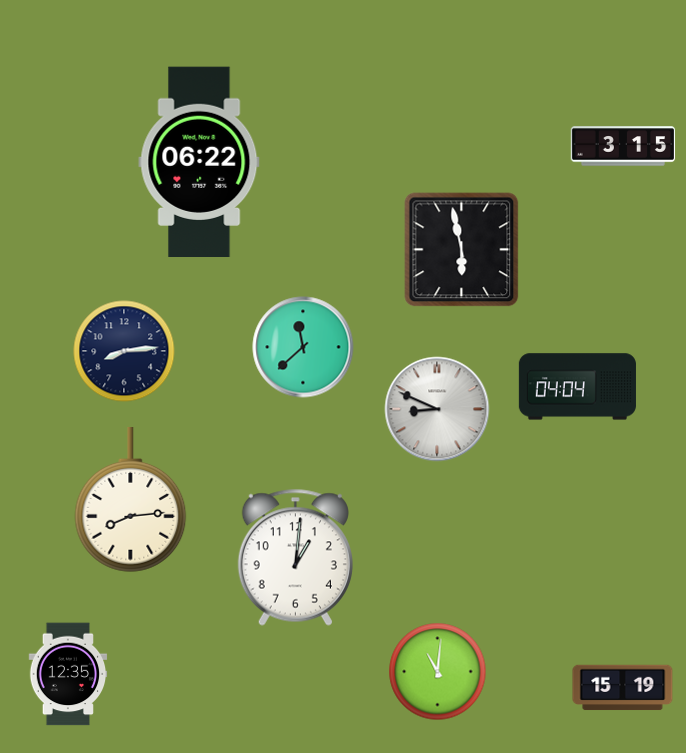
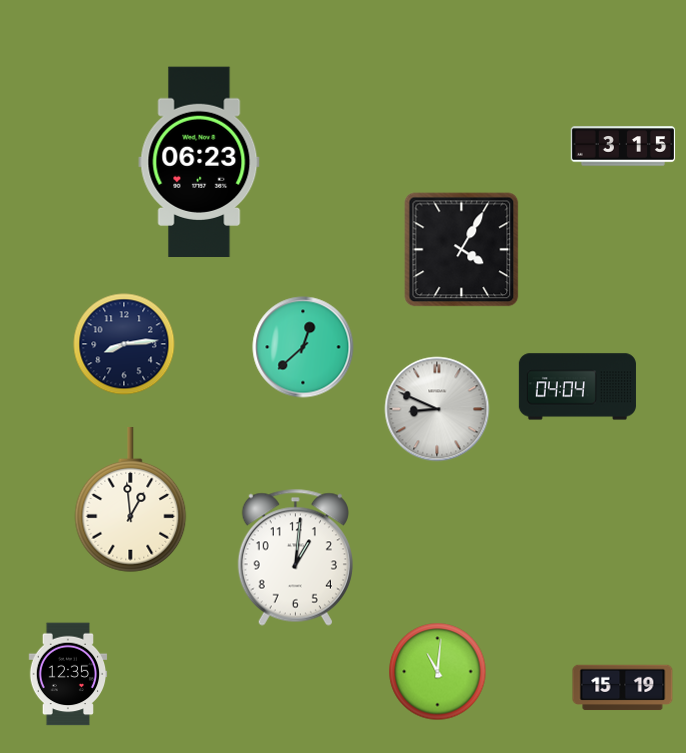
clock at (199, 162): 06:22 -> 06:23
clock at (462, 250): 5:58 -> 4:05
clock at (303, 347): 11:38 -> 12:38
clock at (124, 351) position: (124, 351) -> (124, 344)
clock at (131, 500): 8:14 -> 12:59
